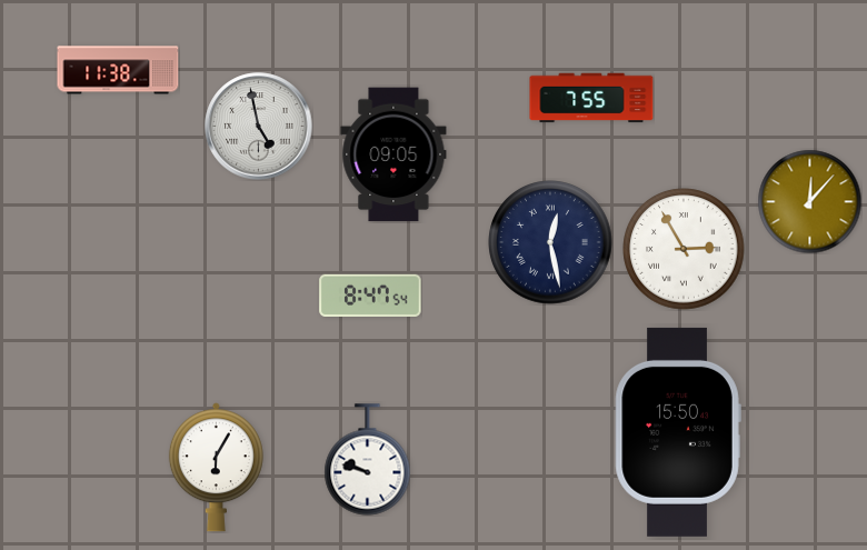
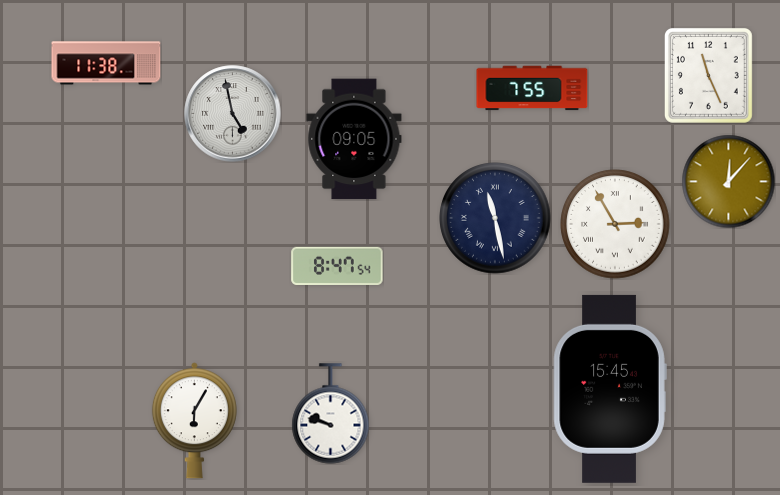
clock at (708, 75): none -> 11:26
clock at (550, 242): 12:28 -> 11:28
clock at (370, 294) position: (370, 294) -> (337, 265)
clock at (678, 432): 15:50 -> 15:45
